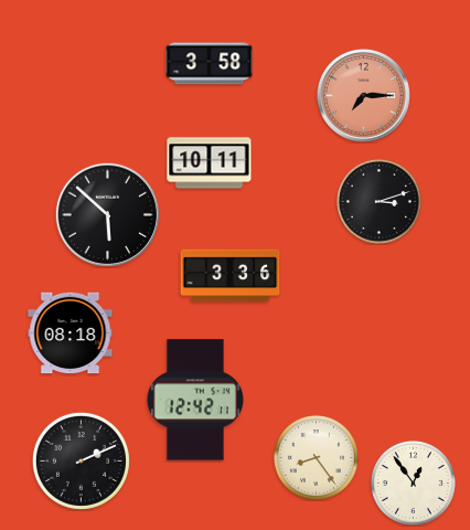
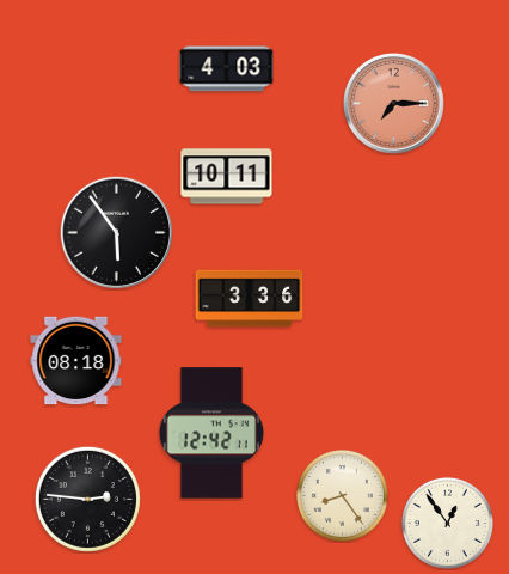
clock at (210, 64): 3:58 -> 4:03
clock at (378, 201): 3:12 -> none
clock at (107, 214): 5:52 -> 5:54
clock at (81, 460): 2:11 -> 2:46
